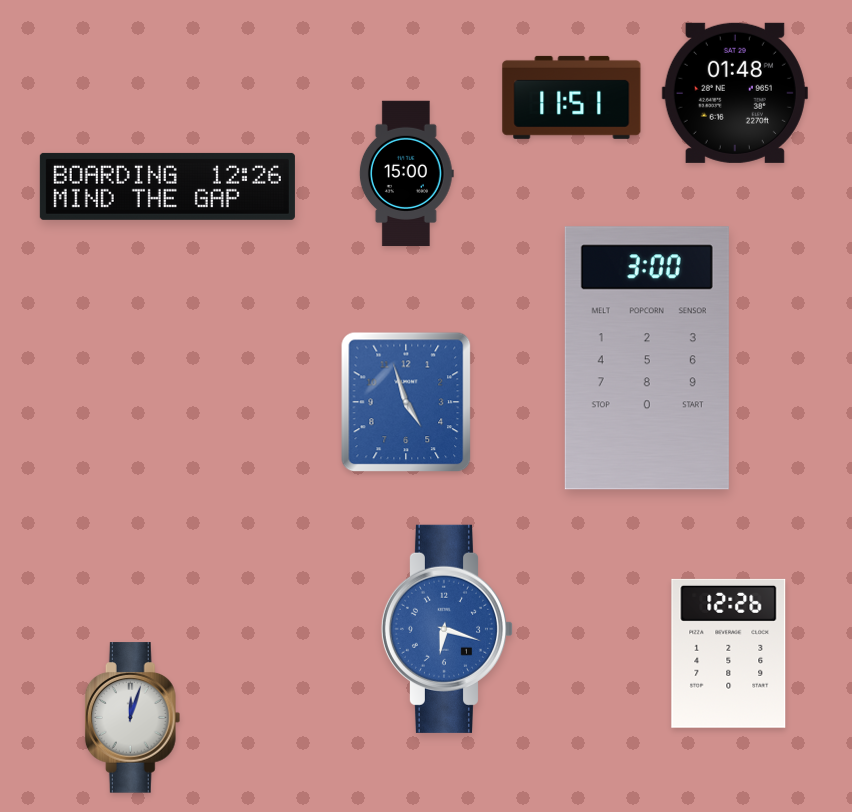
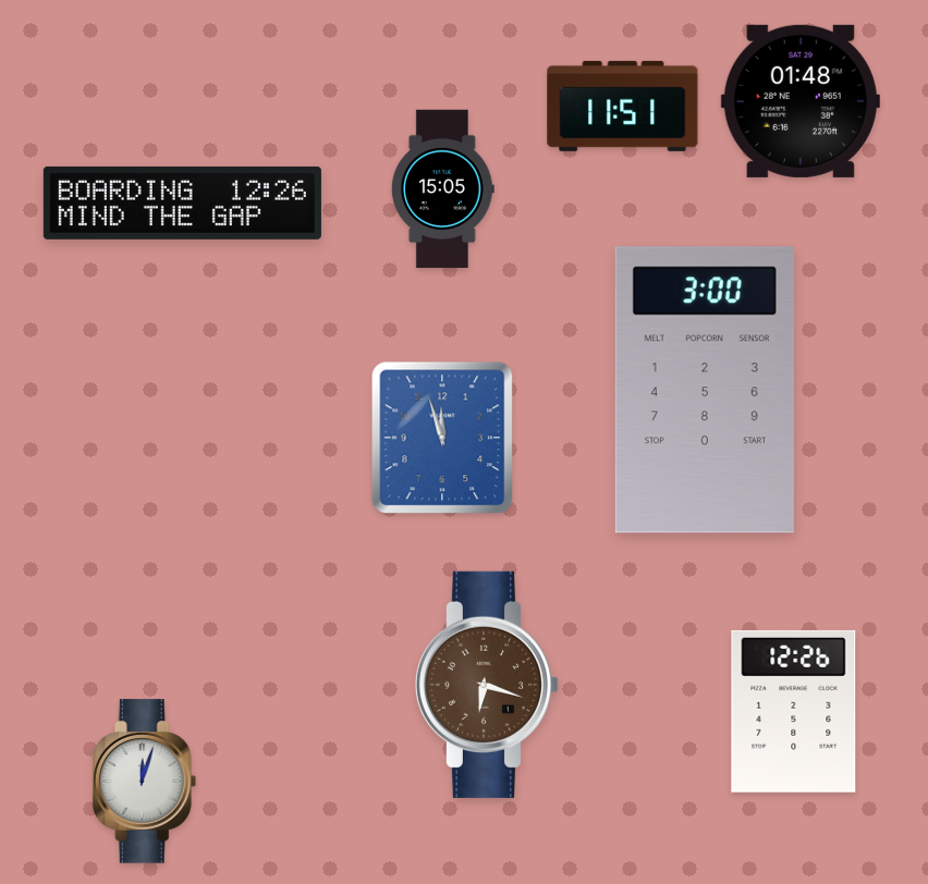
clock at (406, 174): 15:00 -> 15:05
clock at (406, 402): 4:57 -> 11:57
clock at (446, 629) dial: blue -> brown
